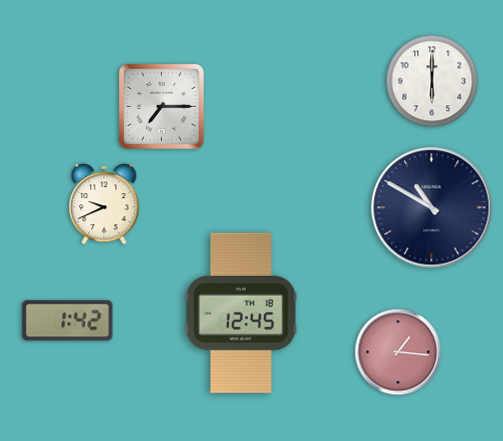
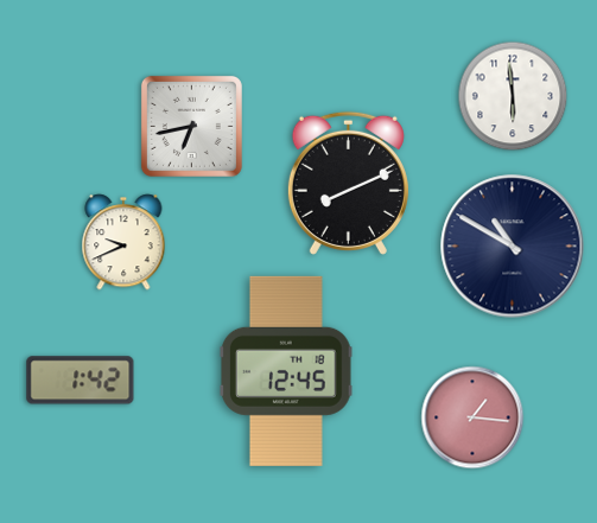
clock at (432, 81): 6:00 -> 5:59
clock at (161, 106): 7:15 -> 6:43
clock at (348, 183): none -> 8:11
